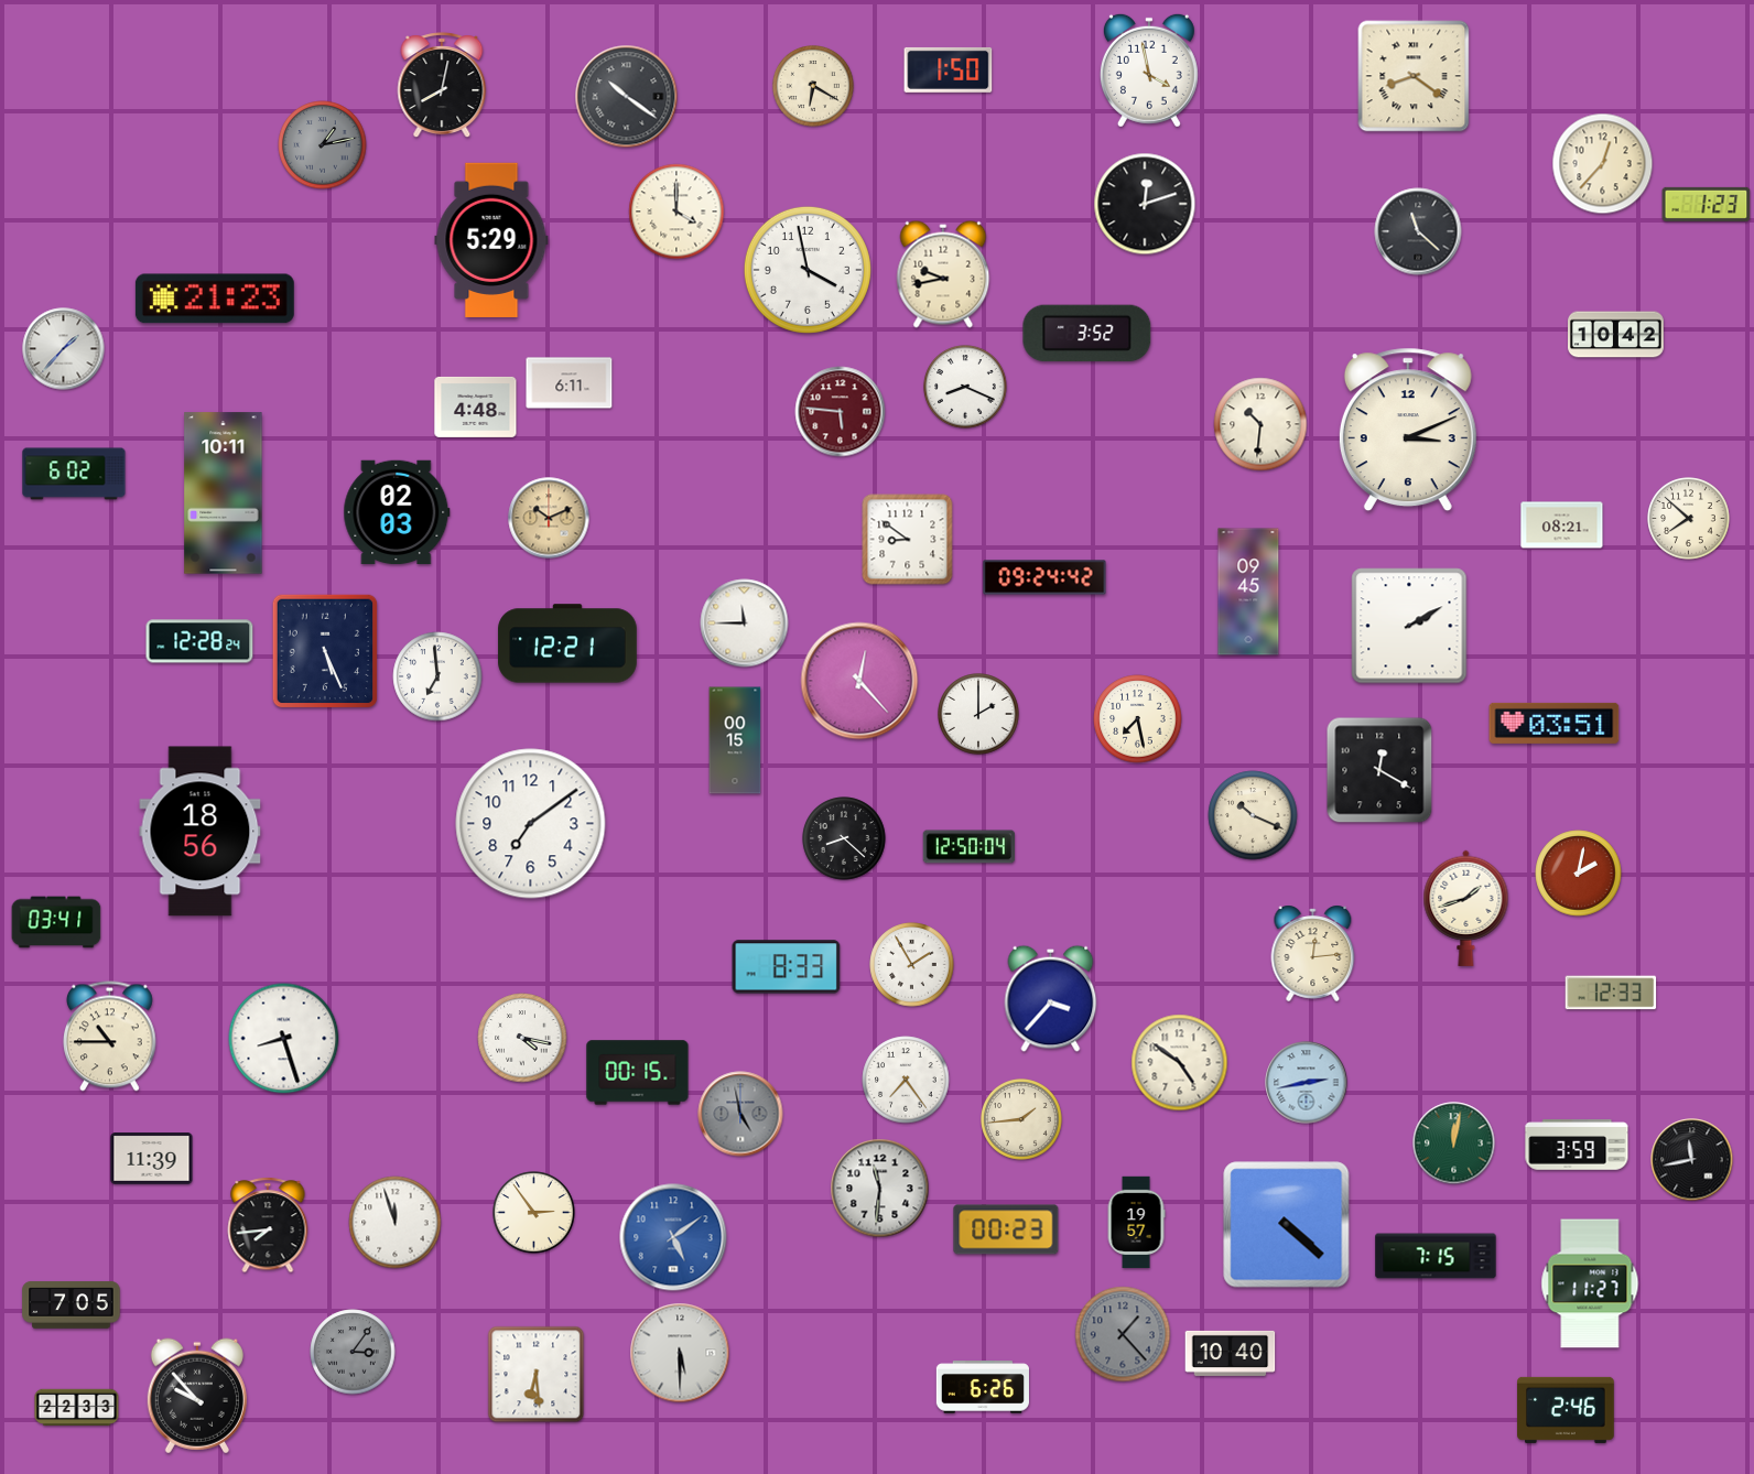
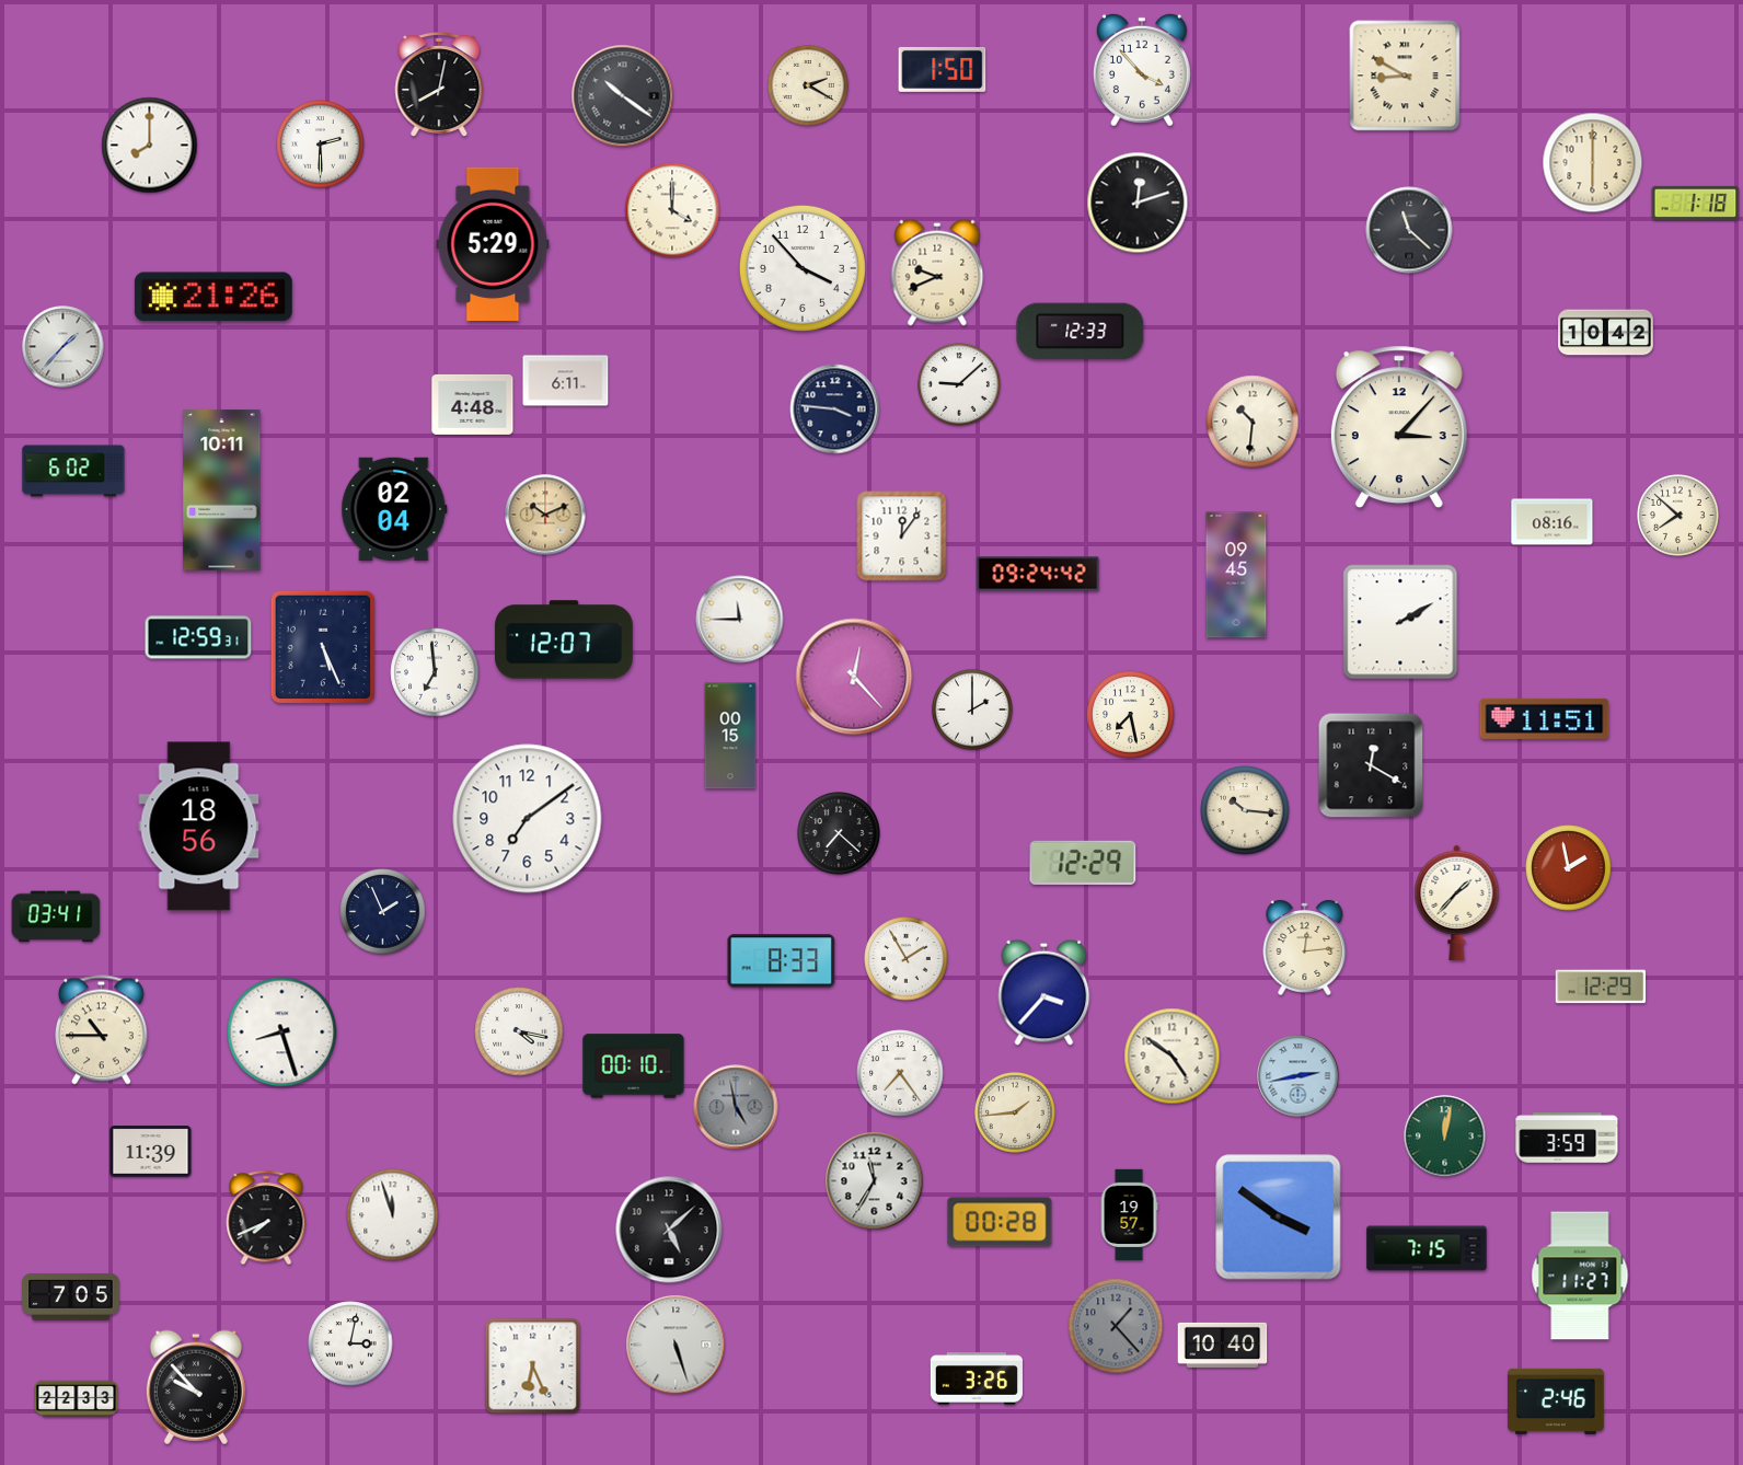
clock at (1149, 71): 3:58 -> 3:53
clock at (1414, 76): 8:21 -> 8:50
clock at (814, 87): 6:20 -> 2:20
clock at (323, 145): 1:13 -> 2:30
clock at (323, 145) dial: grey -> white
clock at (150, 146): none -> 8:00
clock at (1603, 164): 12:37 -> 6:00
clock at (1707, 204): 1:23 -> 1:18
clock at (491, 240) position: (491, 240) -> (493, 244)
clock at (808, 270): 3:58 -> 3:53
clock at (943, 274): 9:43 -> 9:41
clock at (215, 299): 21:23 -> 21:26
clock at (1087, 334): 3:52 -> 12:33
clock at (965, 387): 8:19 -> 9:08
clock at (841, 412): 5:46 -> 3:46
clock at (841, 412) dial: burgundy -> navy
clock at (1408, 430): 3:11 -> 3:07
clock at (397, 512): 02:03 -> 02:04
clock at (1562, 525): 08:21 -> 08:16
clock at (908, 540): 8:51 -> 12:06
clock at (1248, 592) position: (1248, 592) -> (1236, 575)
clock at (199, 641): 12:28 -> 12:59
clock at (567, 643): 12:21 -> 12:07
clock at (1555, 723): 03:51 -> 11:51
clock at (1253, 815): 10:19 -> 10:16
clock at (844, 838): 8:22 -> 7:22
clock at (968, 847): 12:50 -> none
clock at (1083, 863): none -> 12:29
clock at (1579, 874): 2:02 -> 1:58
clock at (1466, 908): 1:42 -> 1:37
clock at (383, 912): none -> 1:56
clock at (1611, 993): 12:33 -> 12:29
clock at (109, 1037) position: (109, 1037) -> (101, 1030)
clock at (638, 1073): 00:15 -> 00:10
clock at (1692, 1160): 11:43 -> none
clock at (880, 1189): 11:31 -> 11:35
clock at (534, 1213): 2:54 -> none
clock at (268, 1225): 7:44 -> 7:41
clock at (1287, 1225): 4:22 -> 3:51
clock at (1006, 1229): 00:23 -> 00:28
clock at (673, 1237): 5:09 -> 5:08
clock at (673, 1237) dial: blue -> black
clock at (353, 1352): 3:06 -> 3:02
clock at (353, 1352) dial: grey -> white
clock at (680, 1353): 5:30 -> 5:27
clock at (537, 1375): 6:29 -> 6:26
clock at (983, 1387): 6:26 -> 3:26
